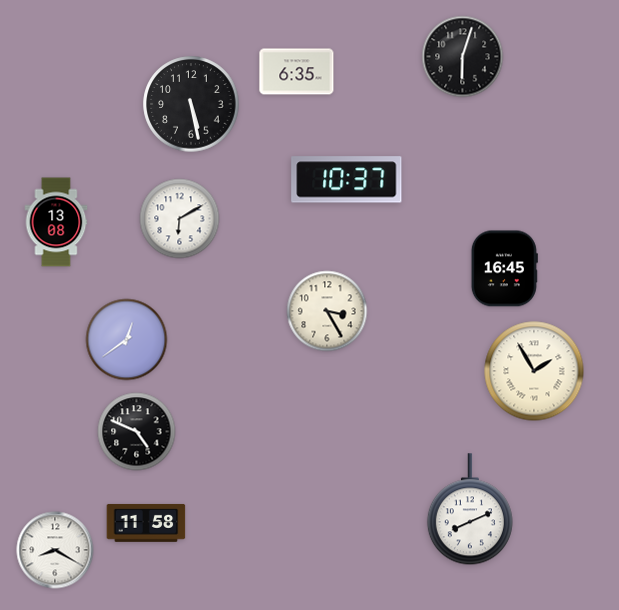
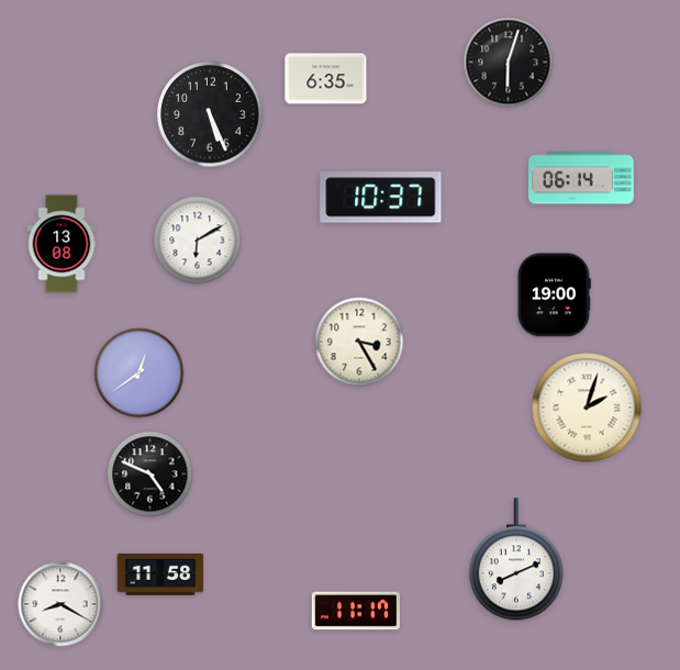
clock at (191, 104): 5:28 -> 5:26
clock at (581, 178): none -> 06:14
clock at (504, 269): 16:45 -> 19:00
clock at (534, 371): 1:55 -> 2:03
clock at (356, 611): none -> 11:17
